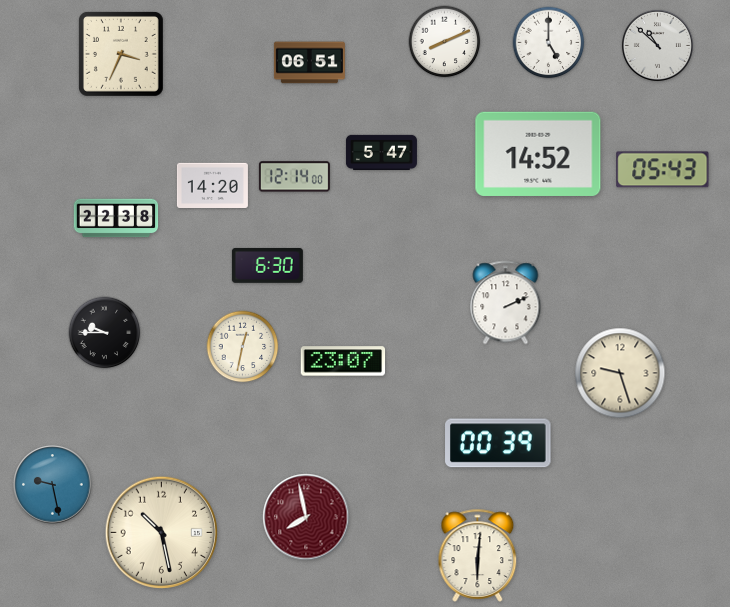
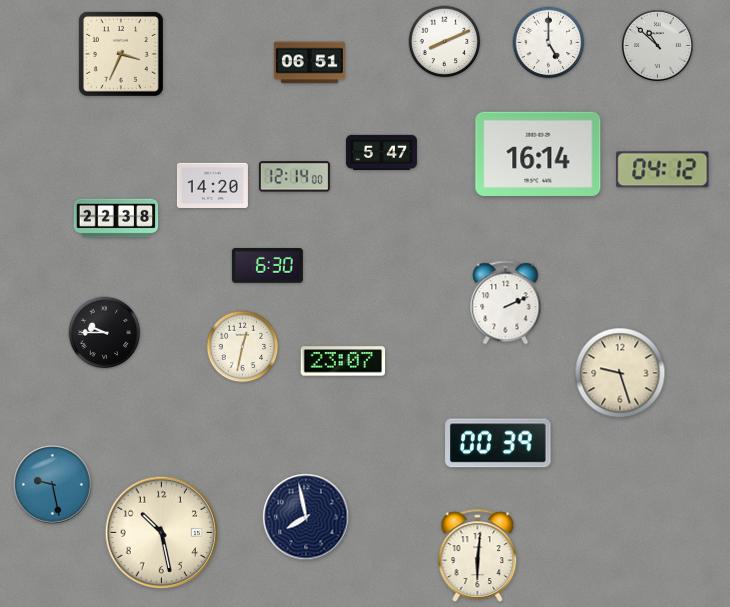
clock at (538, 154): 14:52 -> 16:14
clock at (663, 170): 05:43 -> 04:12
clock at (306, 517) dial: burgundy -> navy
